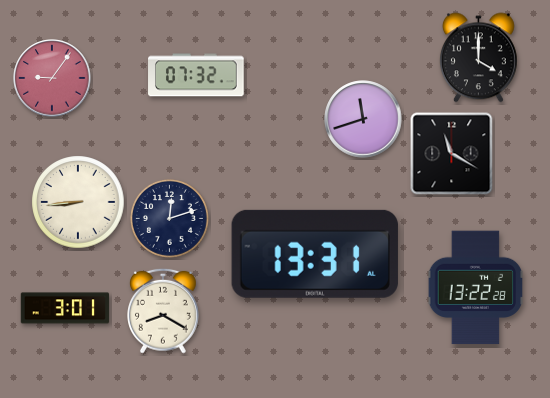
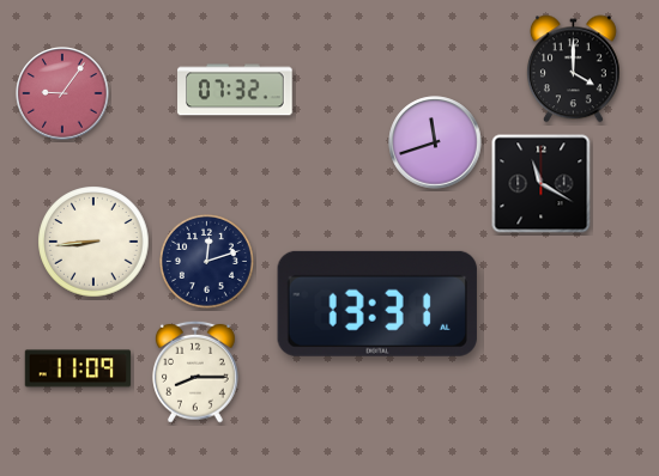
clock at (169, 218) position: (169, 218) -> (206, 261)
clock at (476, 288): 13:22 -> none
clock at (65, 308): 3:01 -> 11:09
clock at (164, 311): 8:20 -> 8:15
